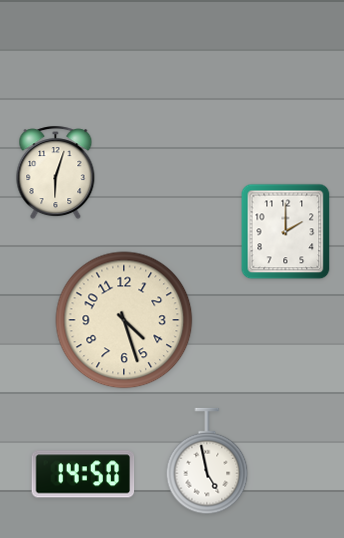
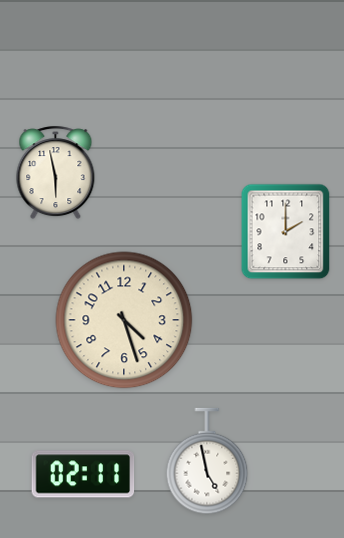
clock at (56, 173): 6:03 -> 5:58
clock at (83, 474): 14:50 -> 02:11
